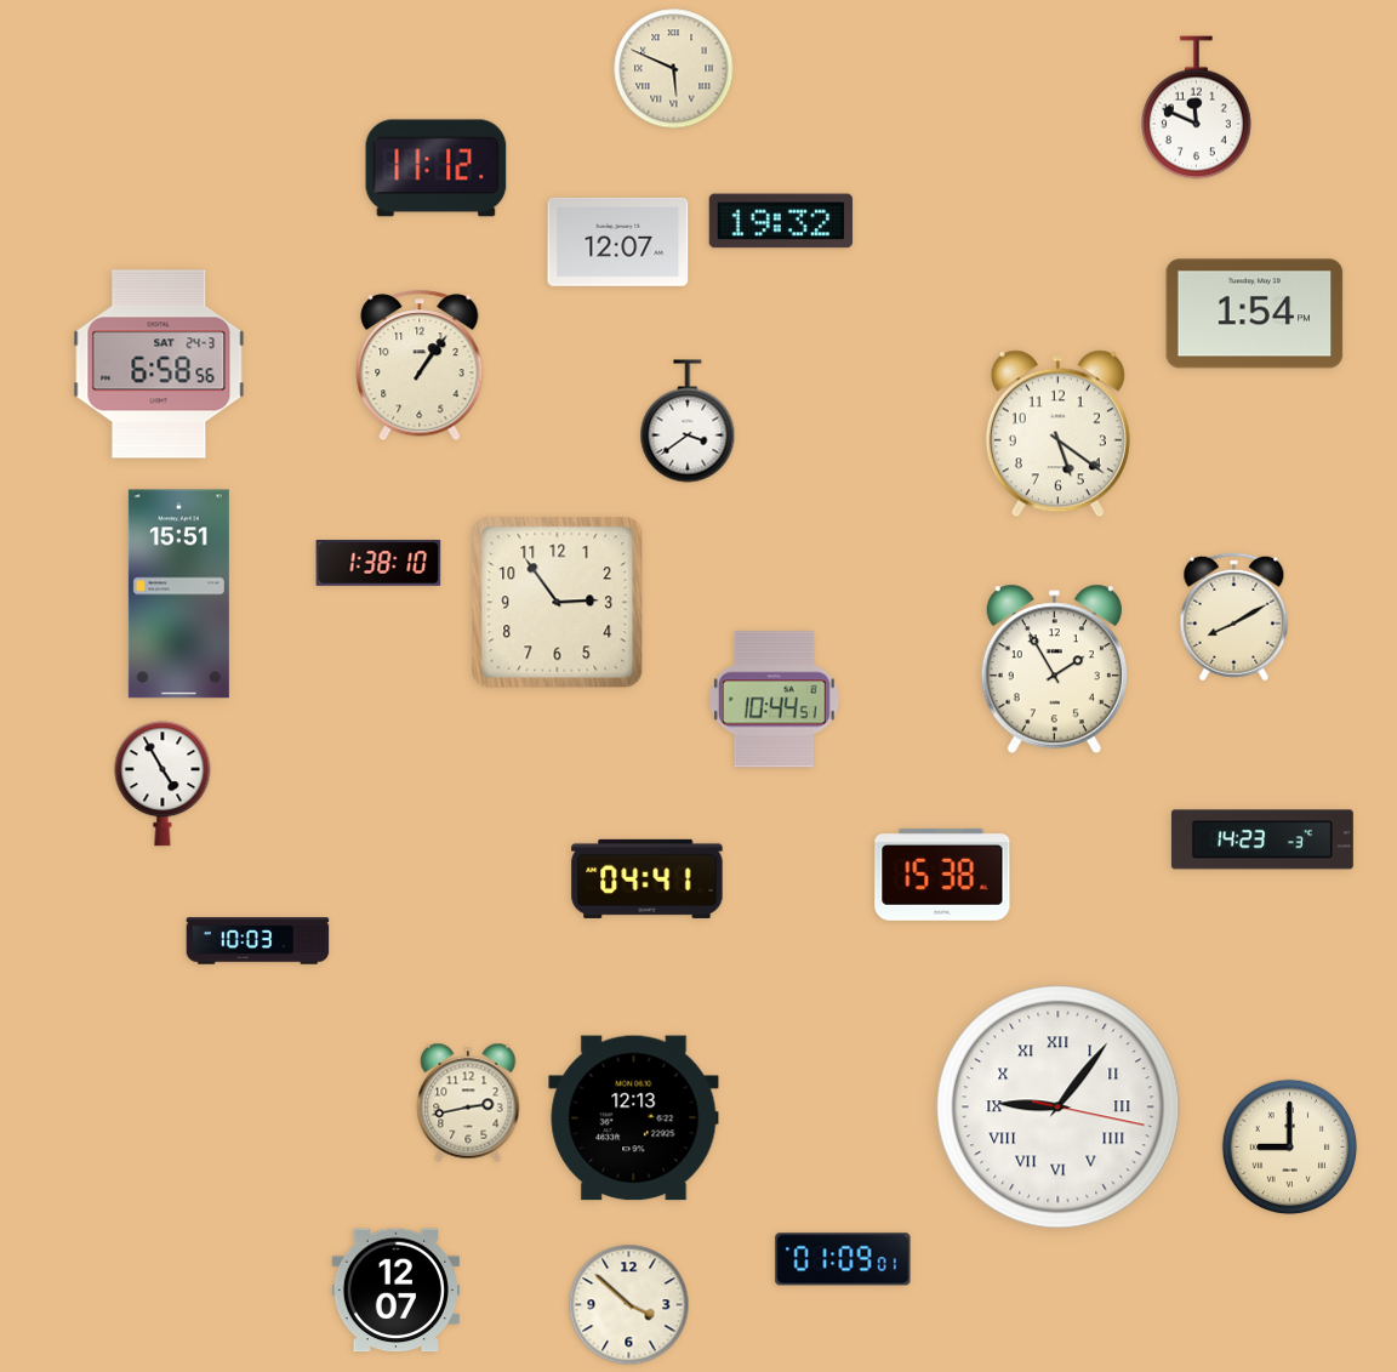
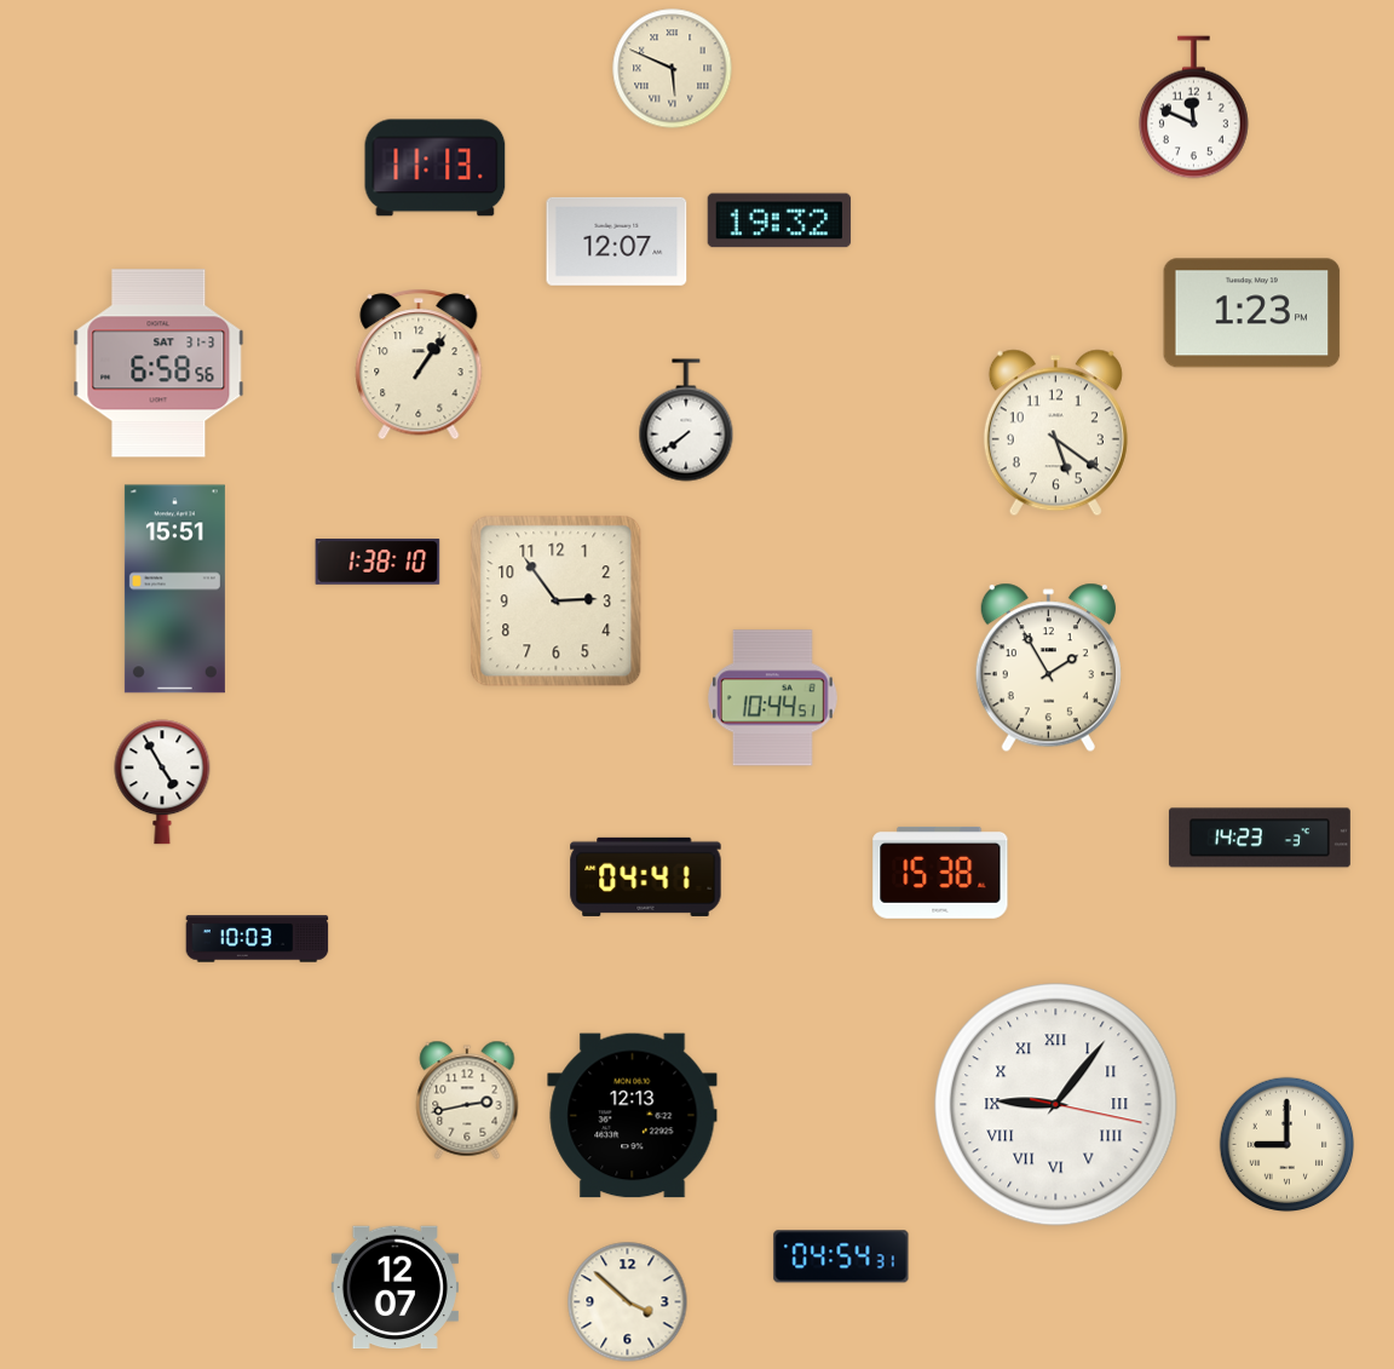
clock at (437, 169): 11:12 -> 11:13
clock at (1255, 314): 1:54 -> 1:23
clock at (159, 364) date: SAT 24-3 -> SAT 31-3
clock at (688, 421): 3:39 -> 7:39
clock at (178, 594) position: (178, 594) -> (174, 589)
clock at (1235, 617): 8:10 -> none
clock at (1054, 670) position: (1054, 670) -> (1048, 668)
clock at (843, 1259): 01:09 -> 04:54
